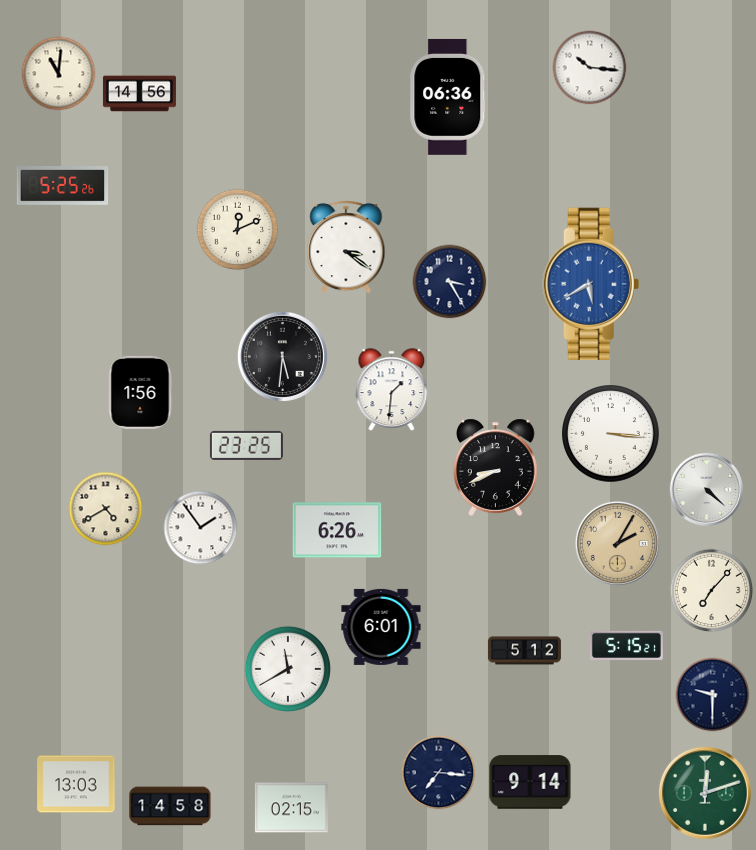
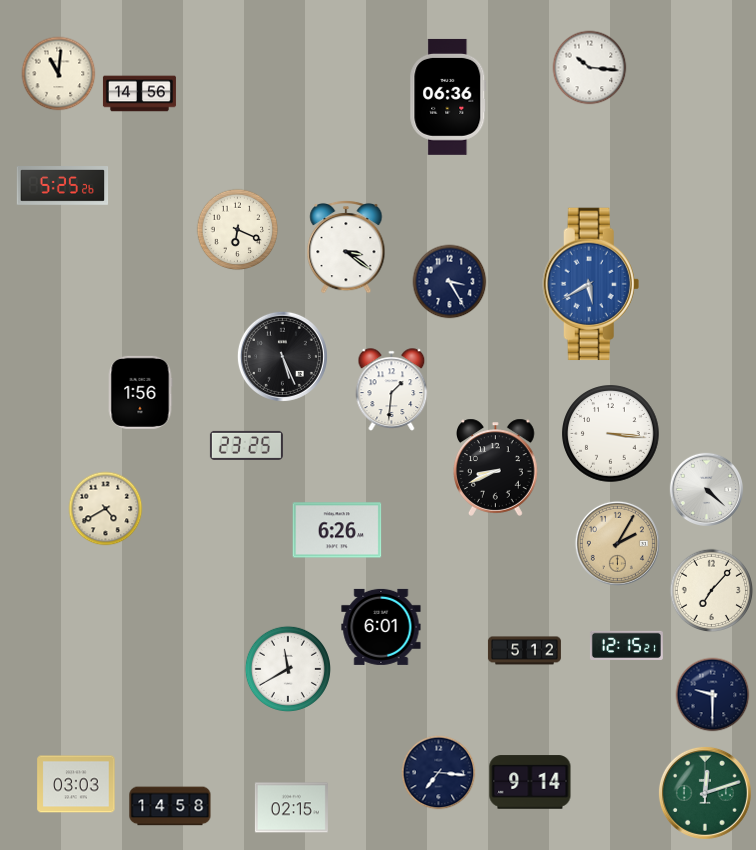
clock at (238, 230): 12:11 -> 6:19
clock at (282, 356): 5:31 -> 5:26
clock at (201, 528): 1:54 -> none
clock at (626, 645): 5:15 -> 12:15
clock at (76, 784): 13:03 -> 03:03
